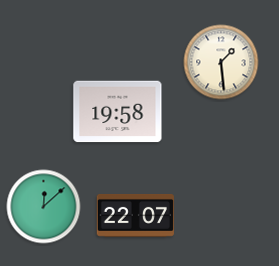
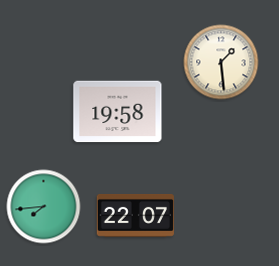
clock at (44, 207): 12:08 -> 7:44
